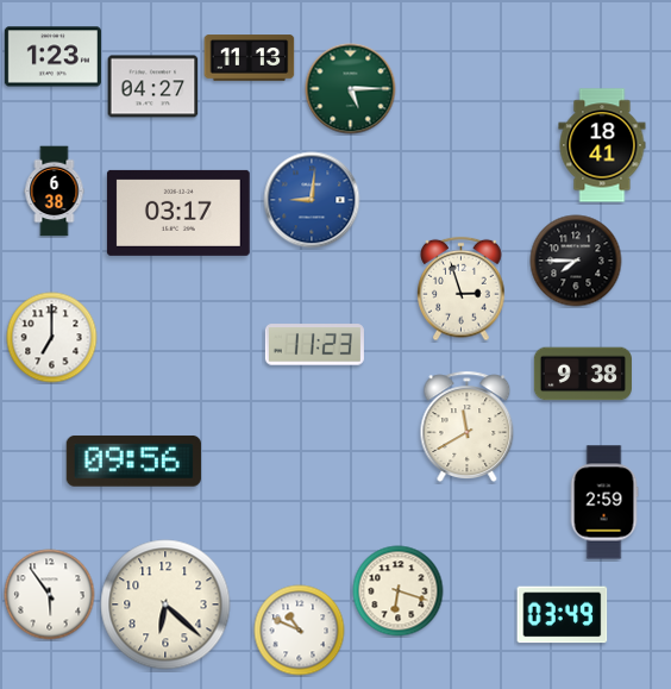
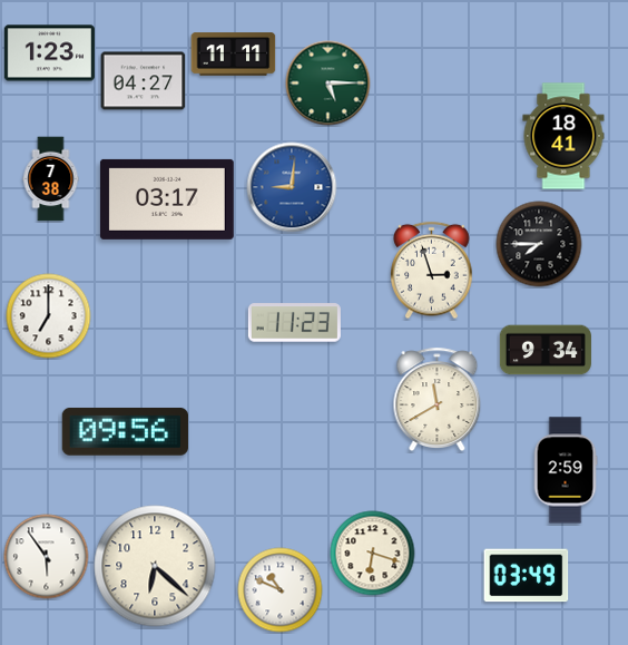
clock at (250, 58): 11:13 -> 11:11
clock at (55, 192): 6:38 -> 7:38
clock at (583, 374): 9:38 -> 9:34
